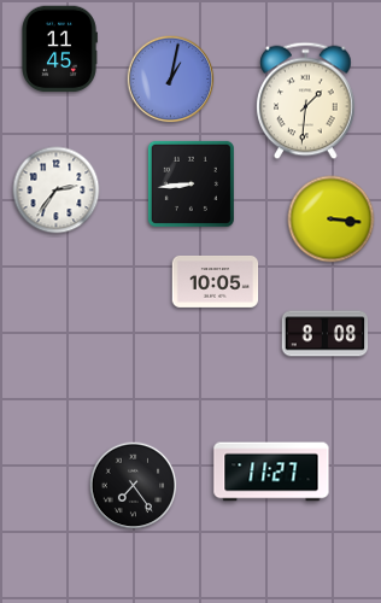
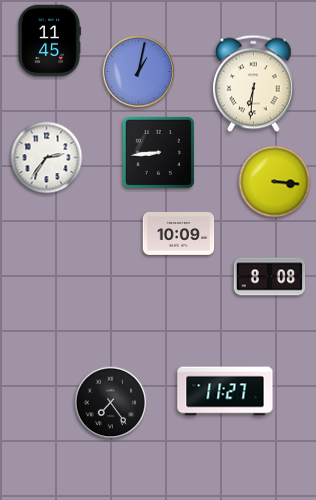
clock at (171, 80) position: (171, 80) -> (139, 72)
clock at (306, 101): 1:31 -> 6:31
clock at (216, 281): 10:05 -> 10:09
